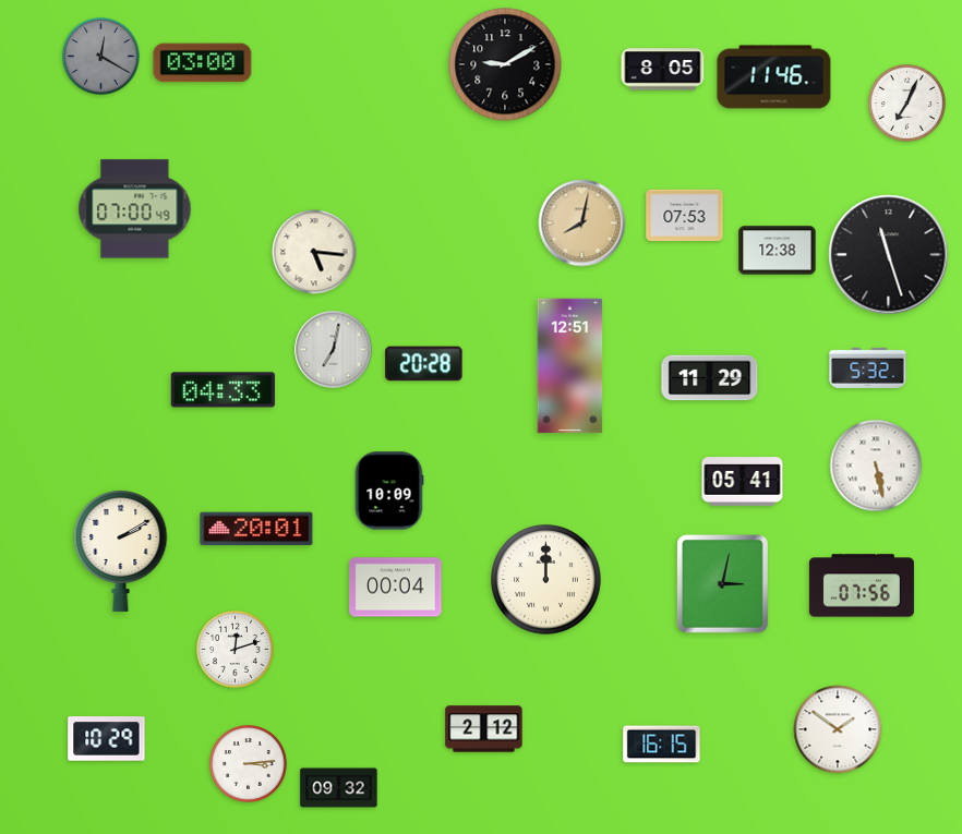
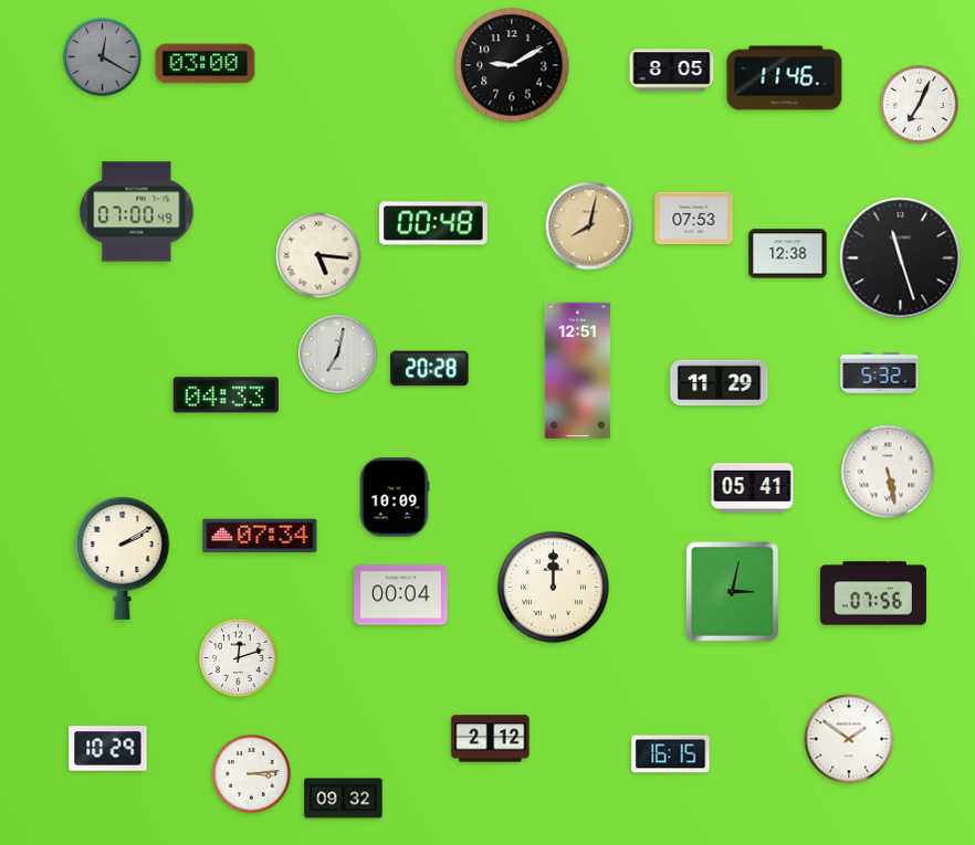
clock at (434, 223): none -> 00:48
clock at (256, 529): 20:01 -> 07:34
